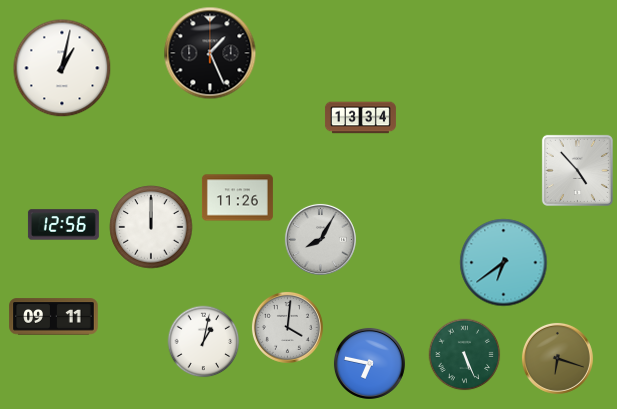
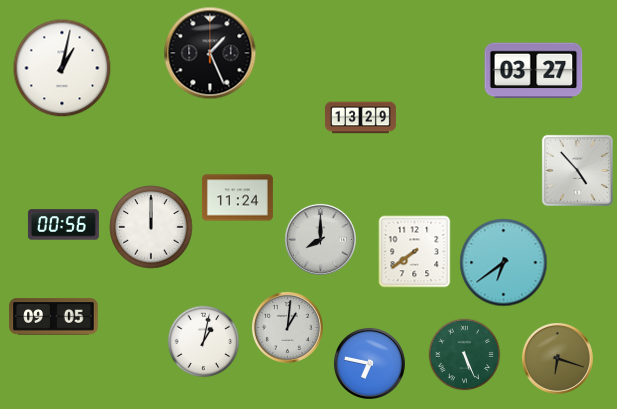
clock at (534, 71): none -> 03:27
clock at (360, 118): 13:34 -> 13:29
clock at (237, 198): 11:26 -> 11:24
clock at (63, 225): 12:56 -> 00:56
clock at (320, 239): 8:05 -> 8:00
clock at (415, 252): none -> 7:39
clock at (54, 317): 09:11 -> 09:05
clock at (287, 327): 4:01 -> 1:01
